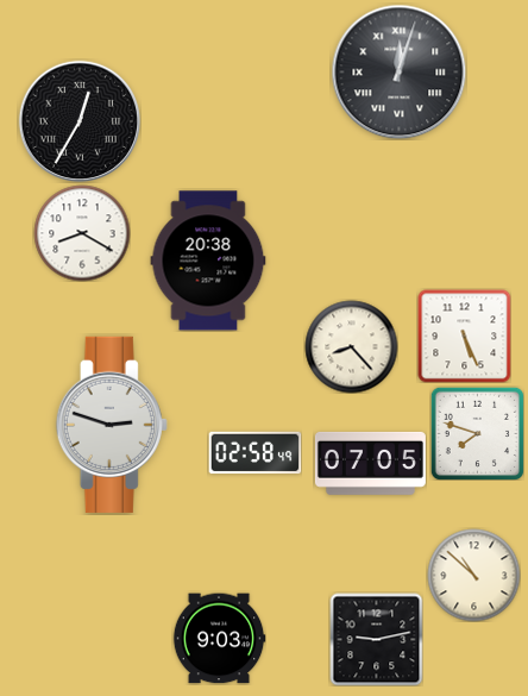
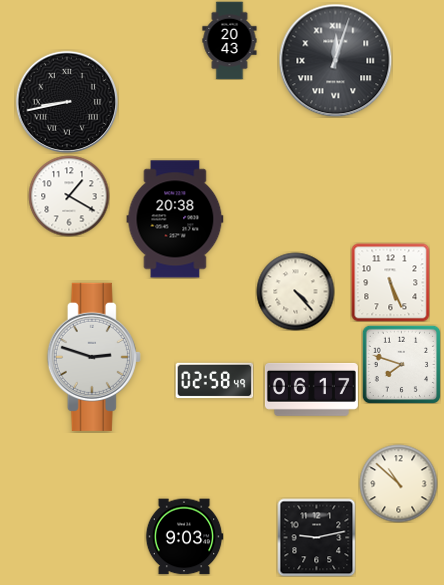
clock at (230, 40): none -> 20:43
clock at (80, 121): 12:35 -> 8:43
clock at (82, 233): 8:20 -> 1:20
clock at (351, 346): 8:23 -> 4:23
clock at (370, 463): 07:05 -> 06:17
